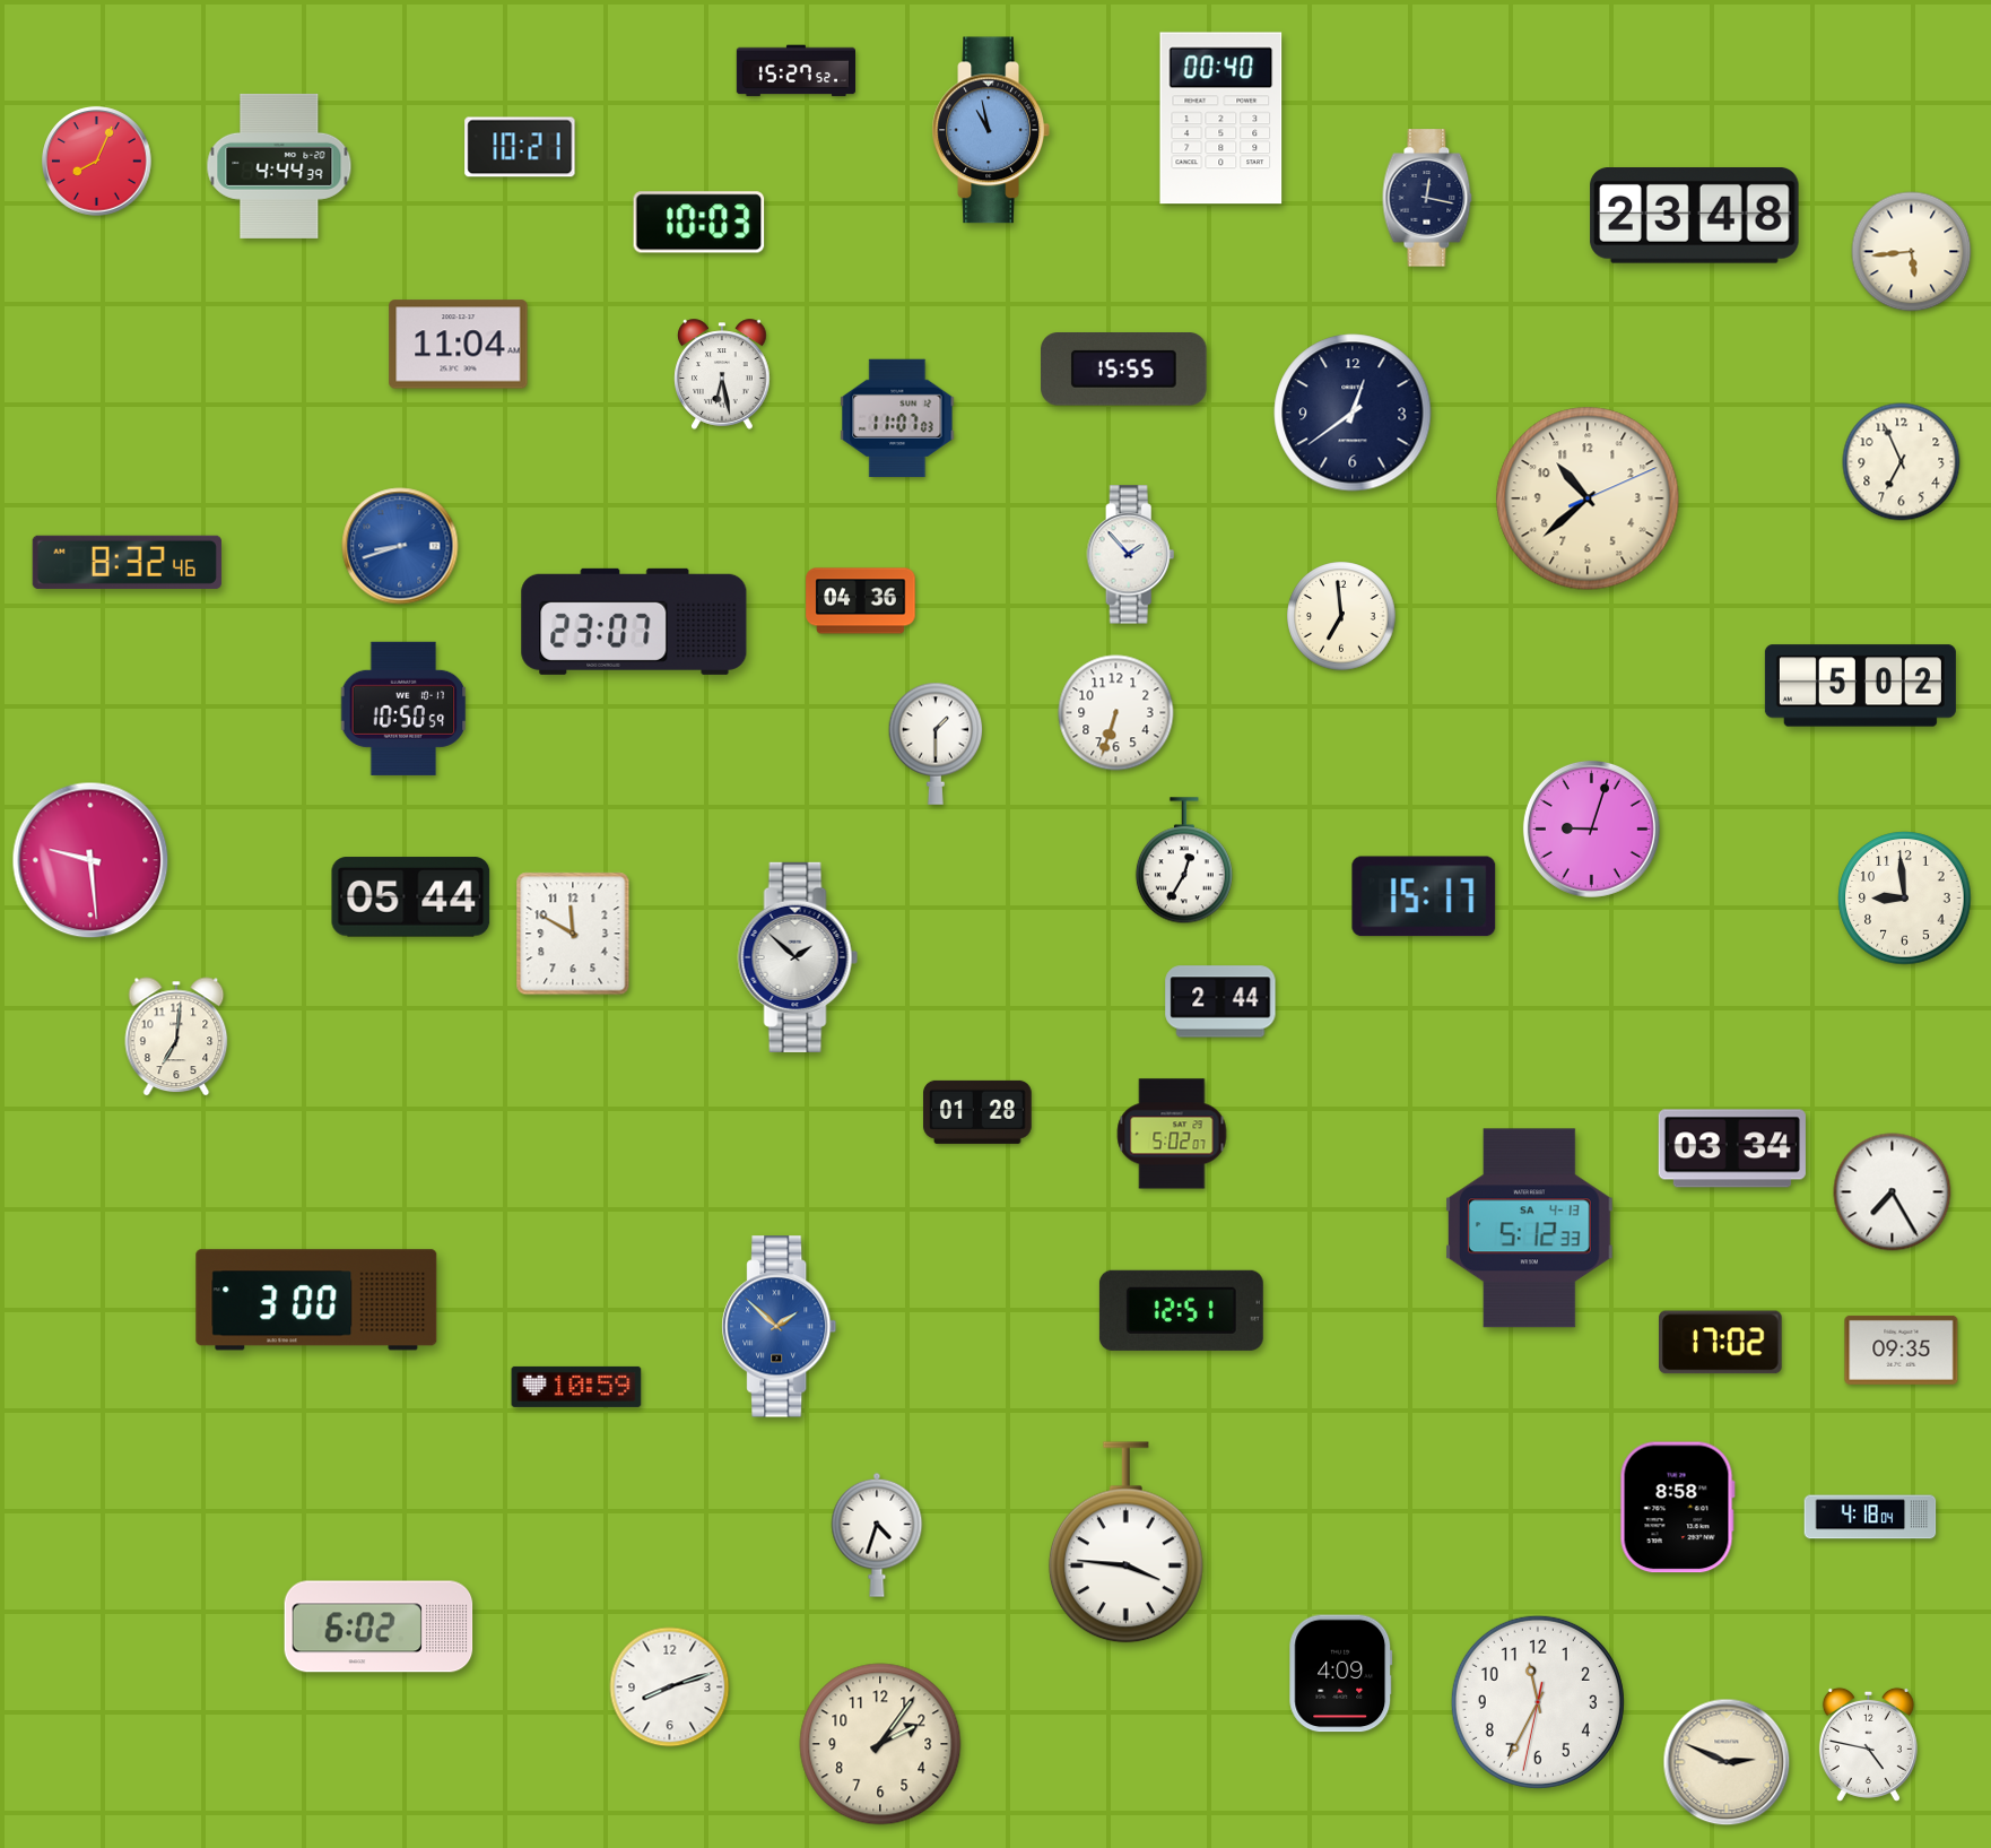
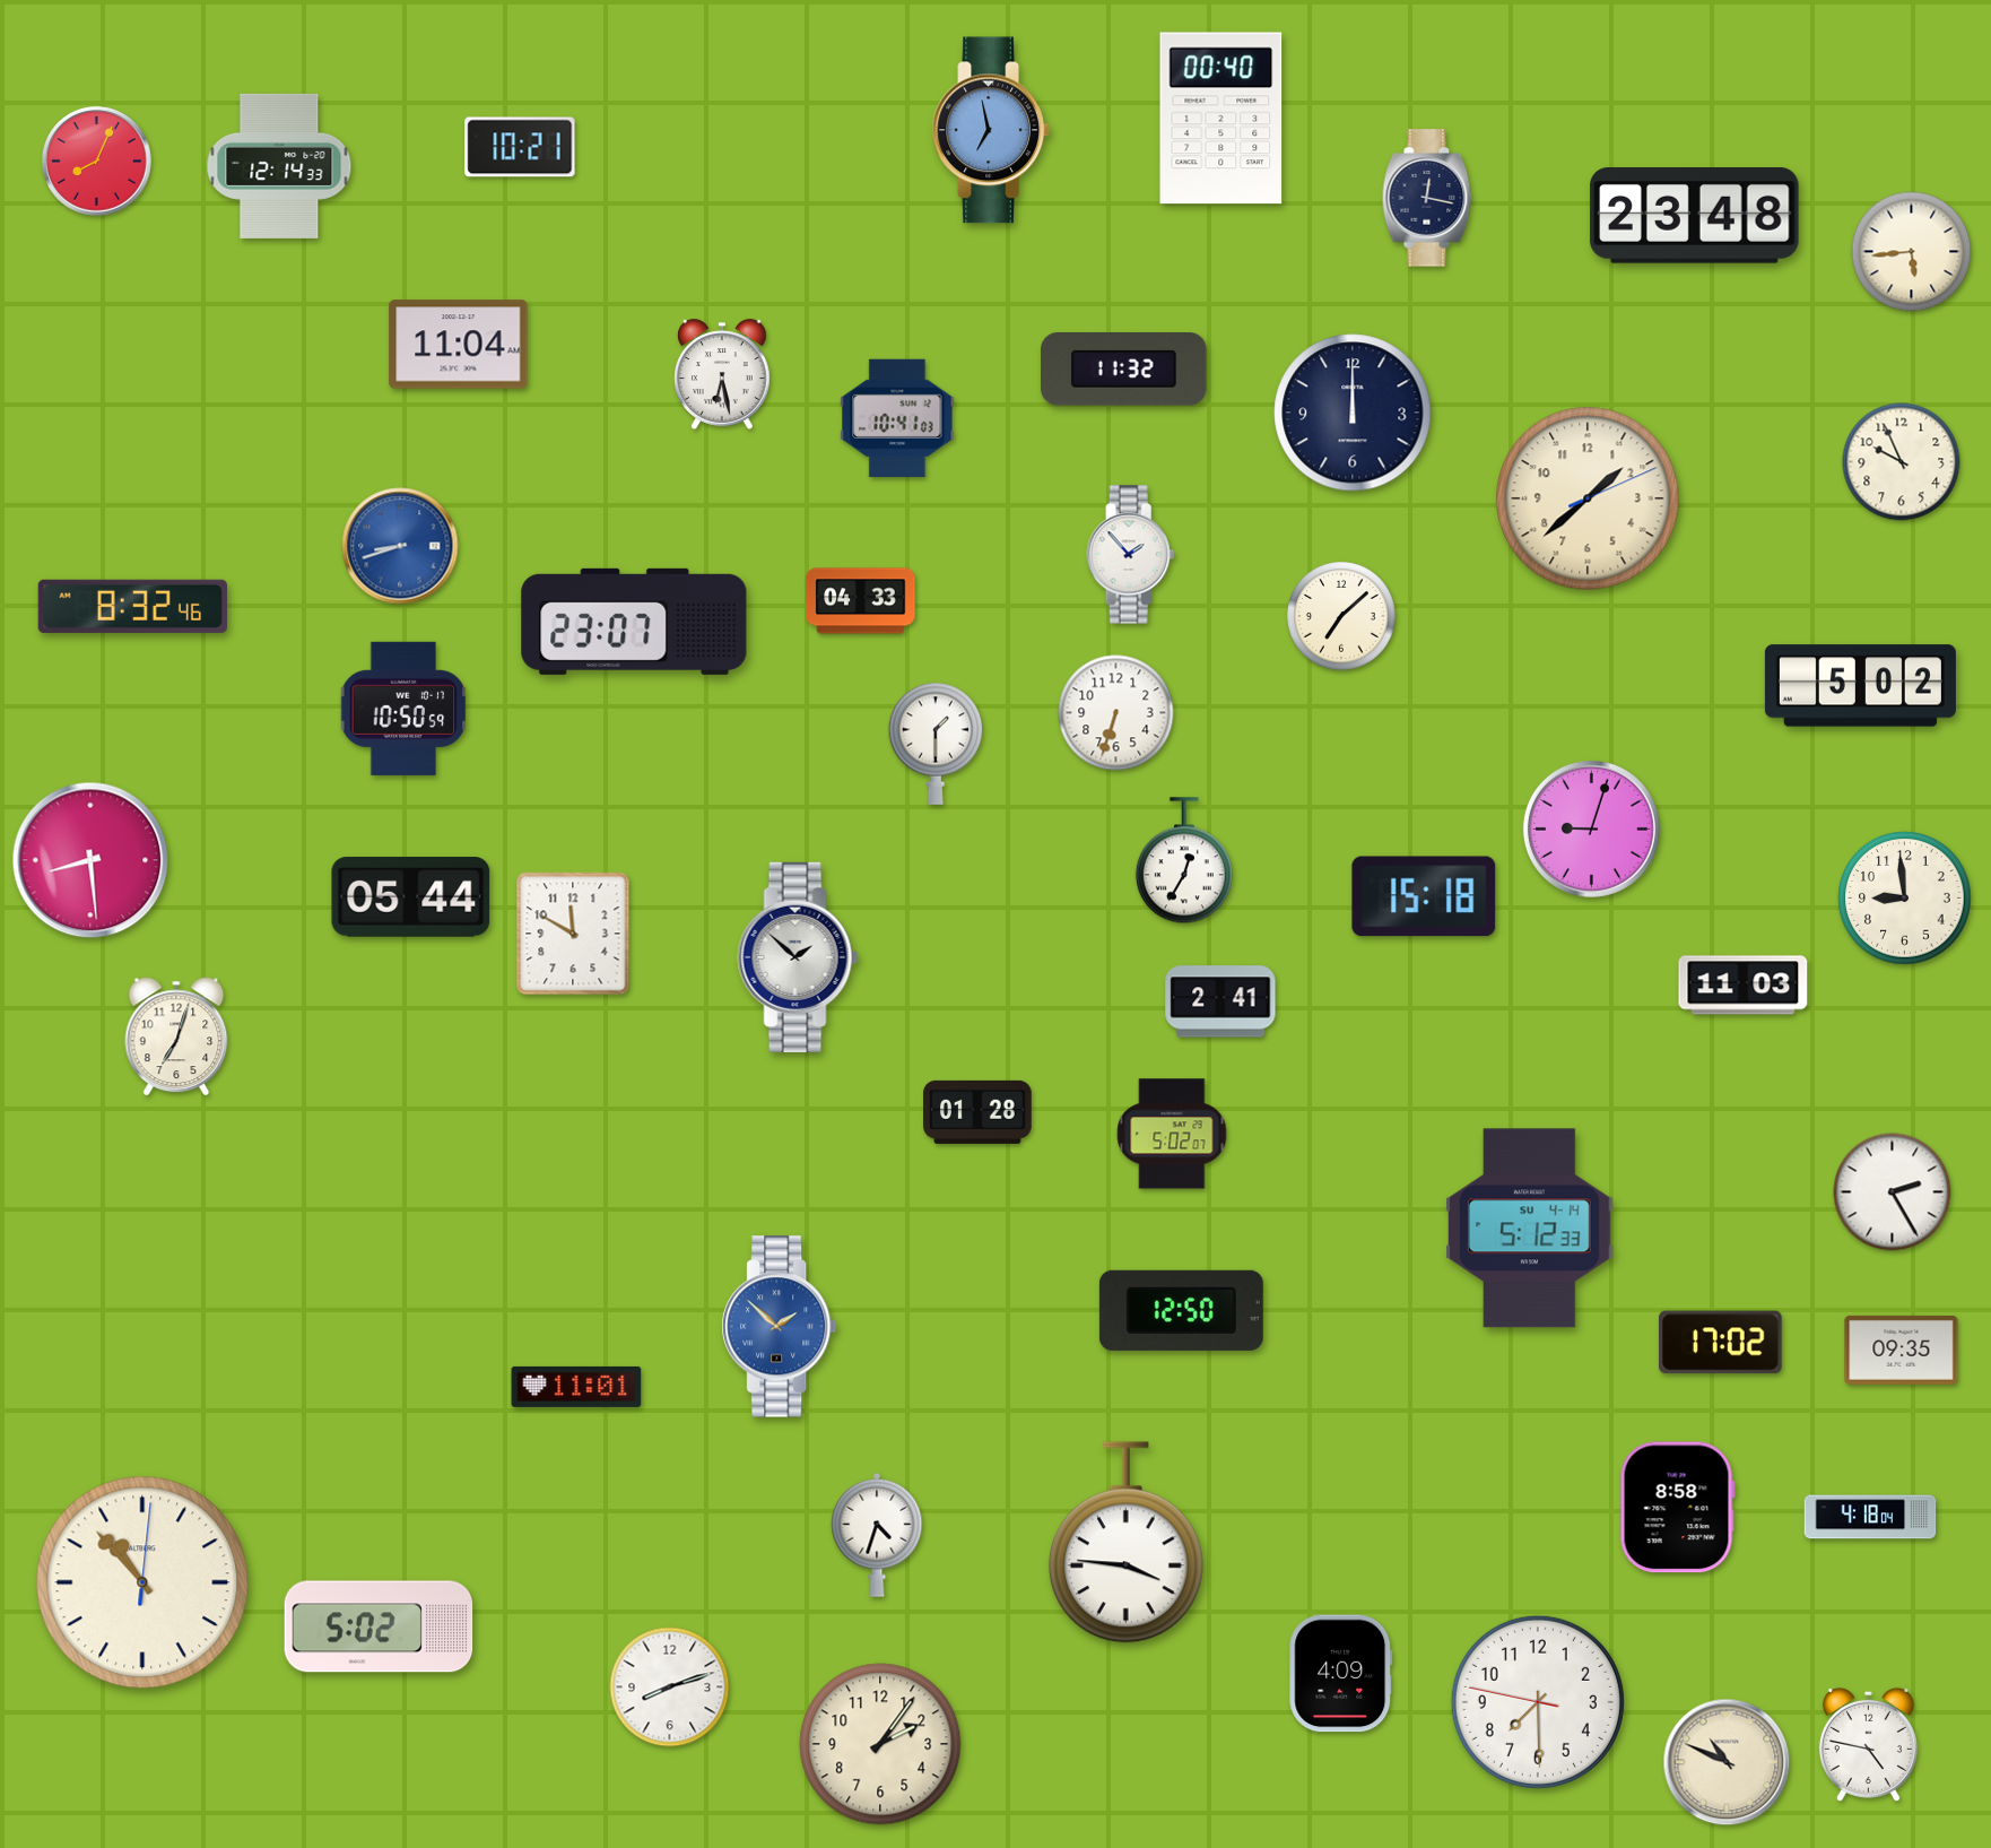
clock at (795, 71): 15:27 -> none
clock at (991, 130): 10:58 -> 6:58
clock at (279, 166): 4:44 -> 12:14
clock at (699, 223): 10:03 -> none
clock at (1124, 370): 15:55 -> 11:32
clock at (1353, 413): 12:39 -> 12:00
clock at (897, 418): 11:07 -> 10:41
clock at (1902, 462): 6:56 -> 9:56
clock at (1588, 498): 10:38 -> 1:38
clock at (127, 562) position: (127, 562) -> (132, 606)
clock at (861, 601): 04:36 -> 04:33
clock at (1341, 616): 6:59 -> 7:08
clock at (90, 860): 9:29 -> 8:29
clock at (1424, 896): 15:17 -> 15:18
clock at (1744, 986): none -> 11:03
clock at (1220, 1001): 2:44 -> 2:41
clock at (176, 1036): 7:01 -> 7:03
clock at (1732, 1148): 03:34 -> none
clock at (1893, 1192): 7:25 -> 2:25
clock at (1530, 1229) date: SA 4-13 -> SU 4-14
clock at (316, 1300): 3:00 -> none
clock at (1181, 1310): 12:51 -> 12:50
clock at (576, 1387): 10:59 -> 11:01
clock at (142, 1582): none -> 10:53
clock at (379, 1626): 6:02 -> 5:02
clock at (1538, 1702): 11:34 -> 7:29
clock at (1727, 1762): 2:49 -> 10:49
